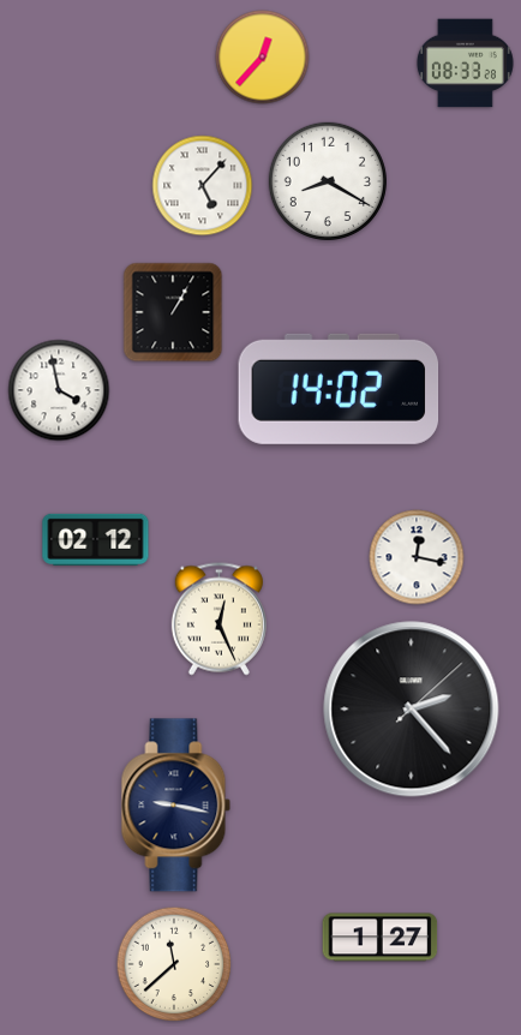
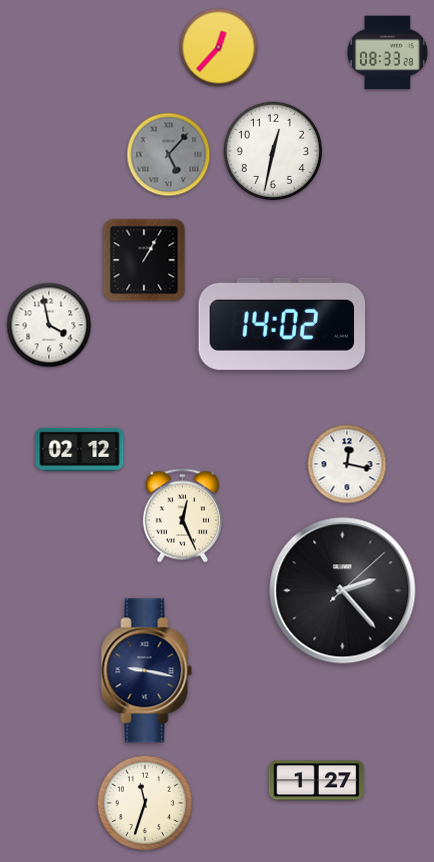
clock at (327, 181): 8:20 -> 12:32
clock at (203, 186) dial: white -> grey
clock at (174, 964): 11:38 -> 11:33
